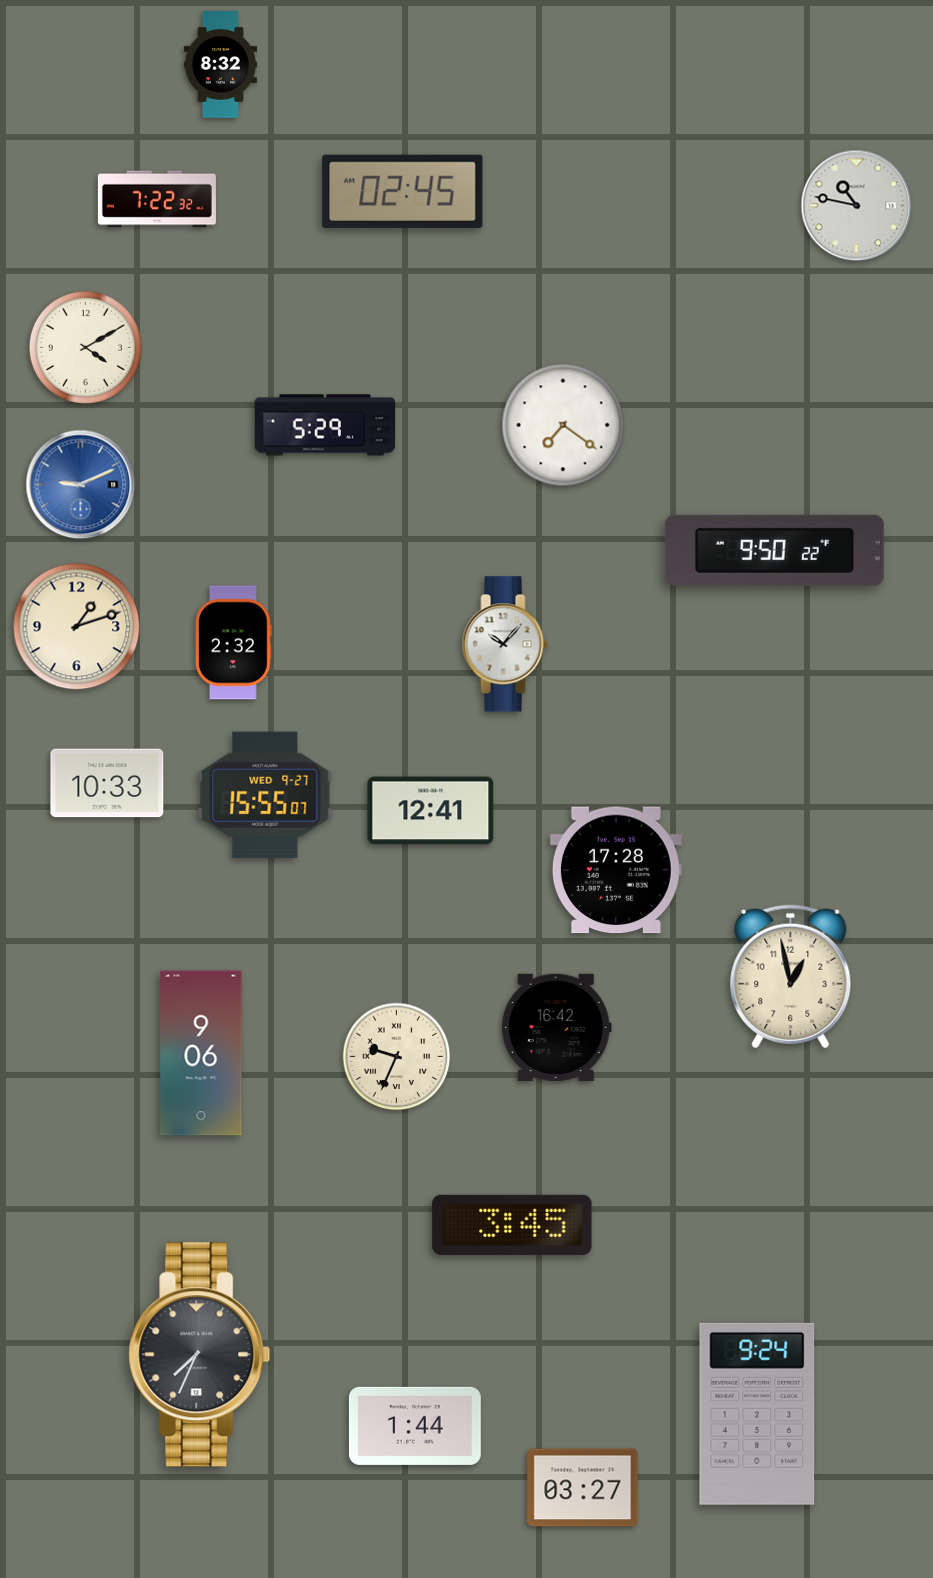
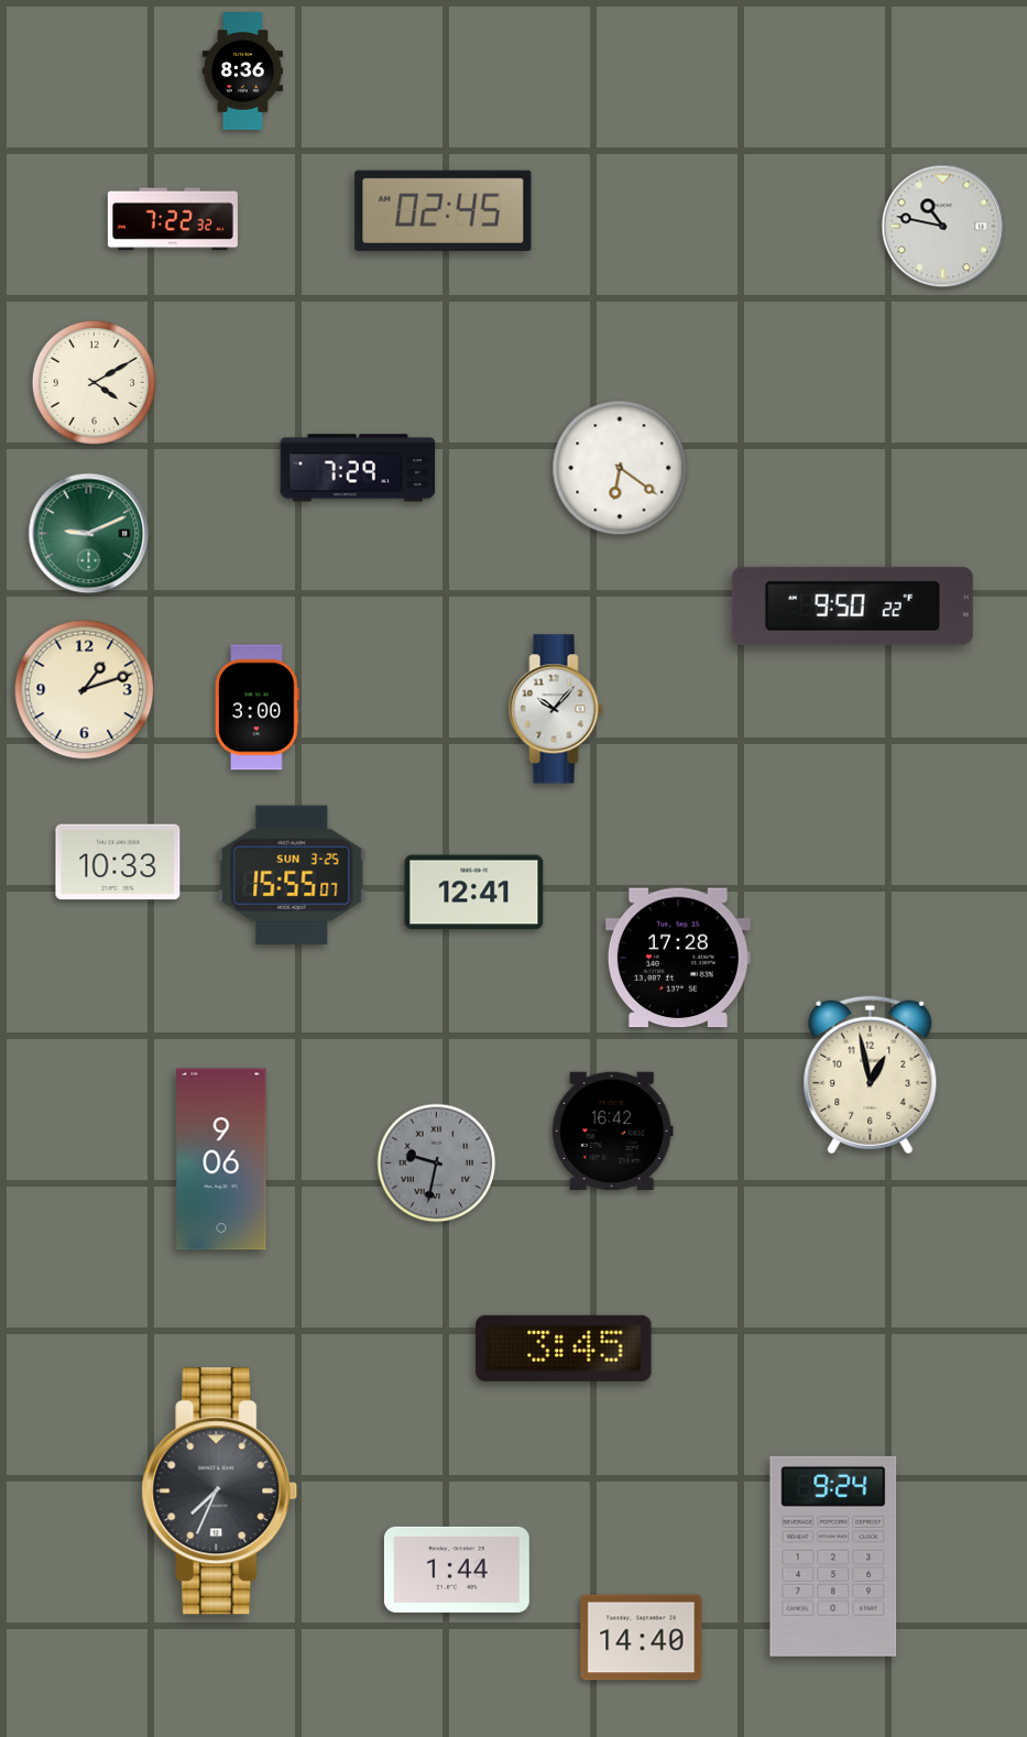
clock at (220, 65): 8:32 -> 8:36
clock at (325, 425): 5:29 -> 7:29
clock at (563, 425): 7:21 -> 6:21
clock at (81, 485) dial: blue -> green
clock at (234, 643): 2:32 -> 3:00
clock at (265, 795) date: WED 9-27 -> SUN 3-25
clock at (397, 1057): 9:34 -> 9:32
clock at (397, 1057) dial: cream -> grey
clock at (583, 1488): 03:27 -> 14:40
